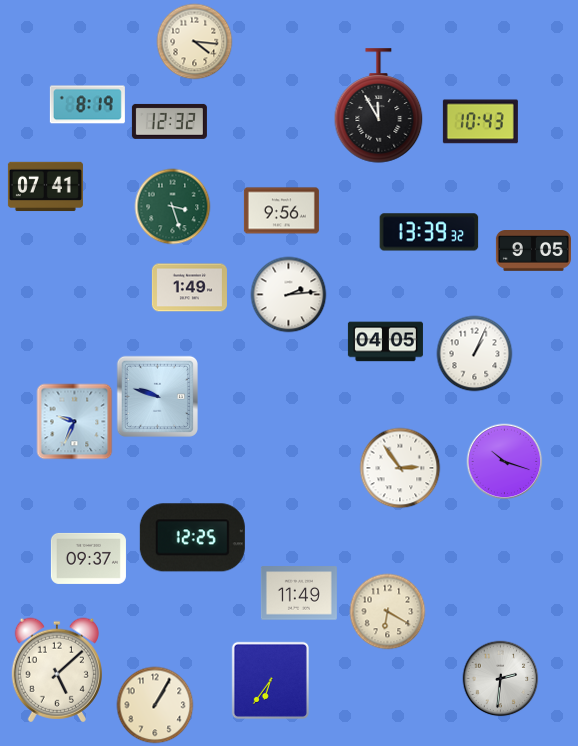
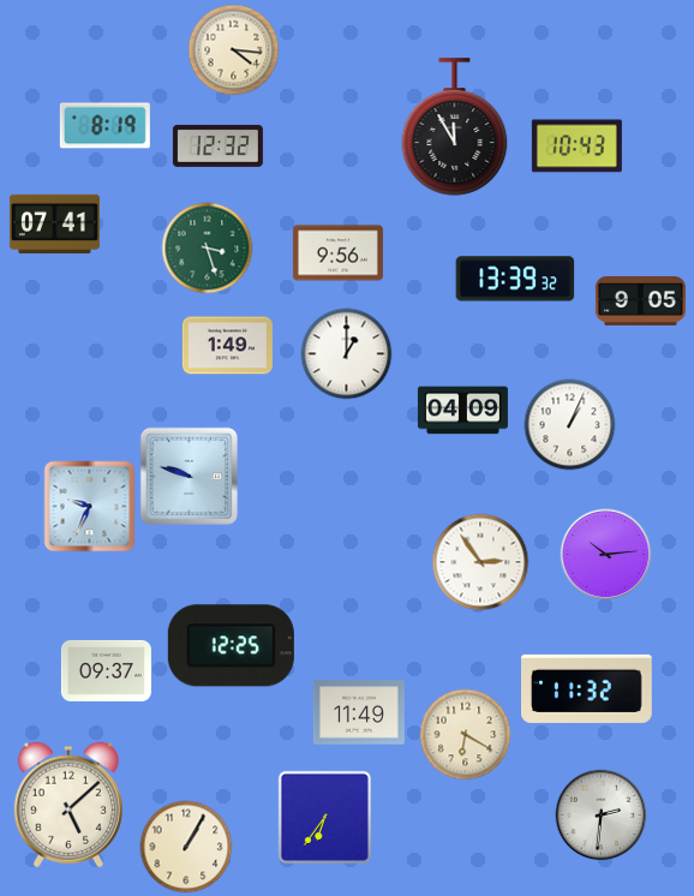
clock at (169, 121) position: (169, 121) -> (217, 145)
clock at (289, 295): 2:14 -> 1:00
clock at (385, 342): 04:05 -> 04:09
clock at (505, 462): 10:18 -> 10:14
clock at (587, 688): none -> 11:32
